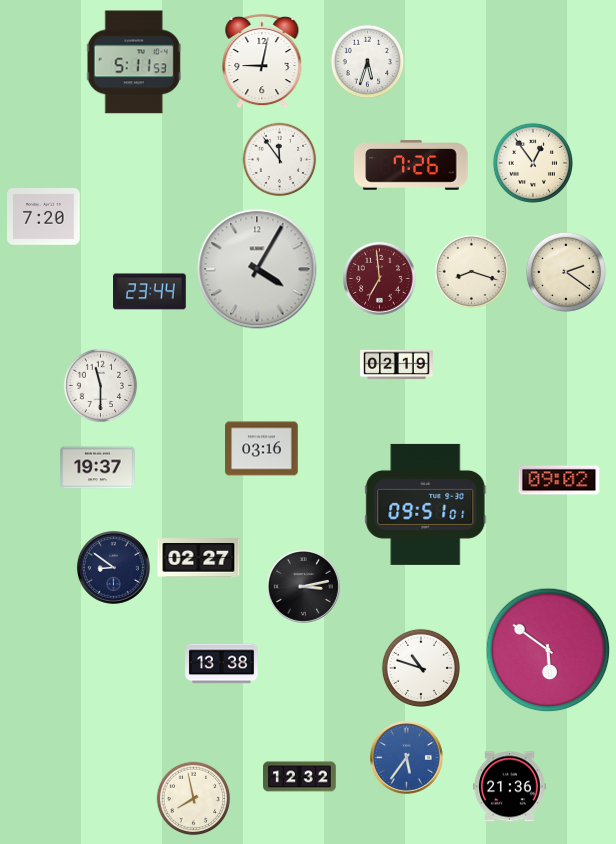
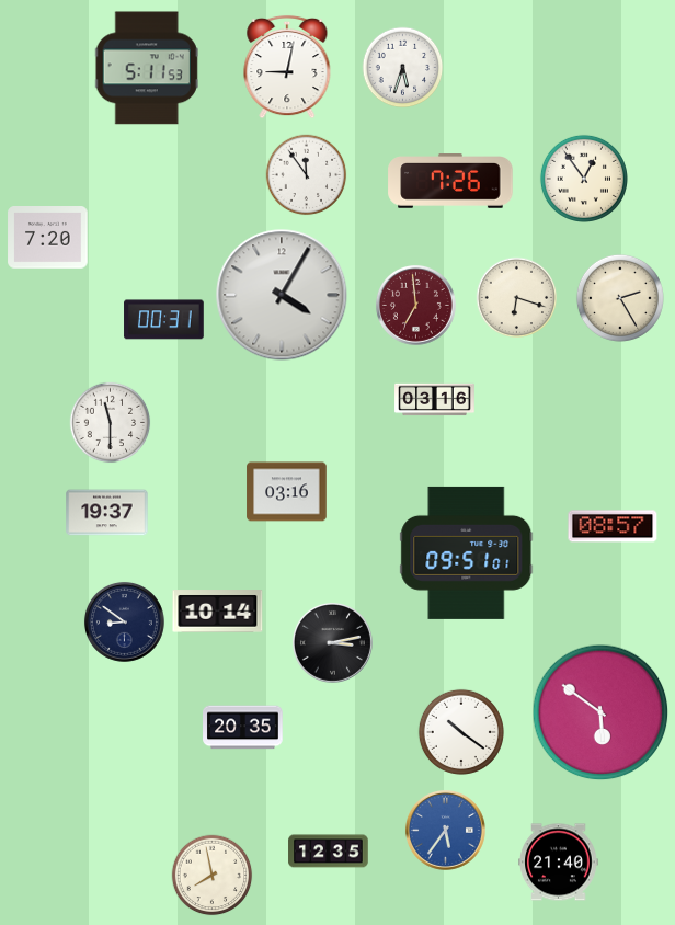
clock at (472, 272): 8:18 -> 6:18
clock at (566, 272): 2:21 -> 2:25
clock at (150, 292): 23:44 -> 00:31
clock at (397, 365): 02:19 -> 03:16
clock at (559, 480): 09:02 -> 08:57
clock at (199, 558): 02:27 -> 10:14
clock at (222, 664): 13:38 -> 20:35
clock at (421, 668): 10:48 -> 10:21
clock at (300, 777): 12:32 -> 12:35
clock at (510, 787): 21:36 -> 21:40
